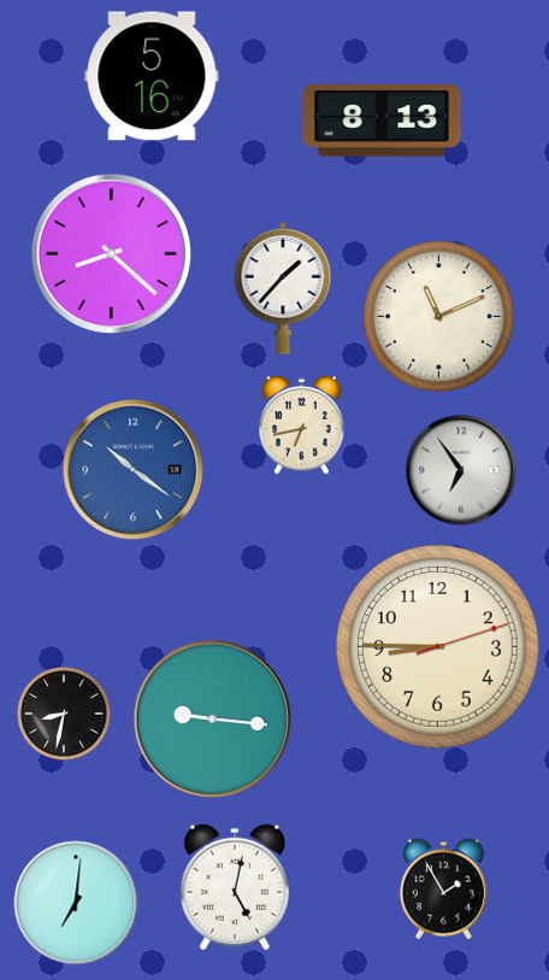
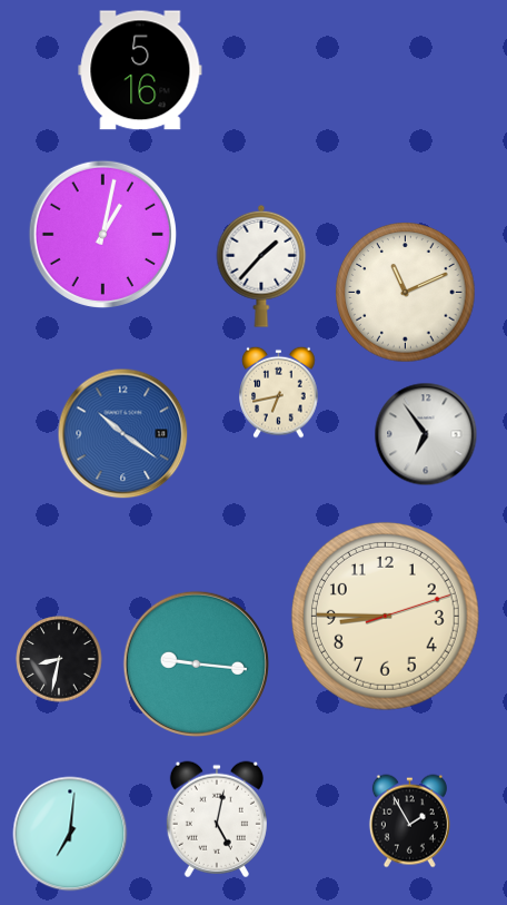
clock at (382, 121): 8:13 -> none
clock at (111, 253): 8:22 -> 1:02
clock at (437, 646) position: (437, 646) -> (385, 616)
